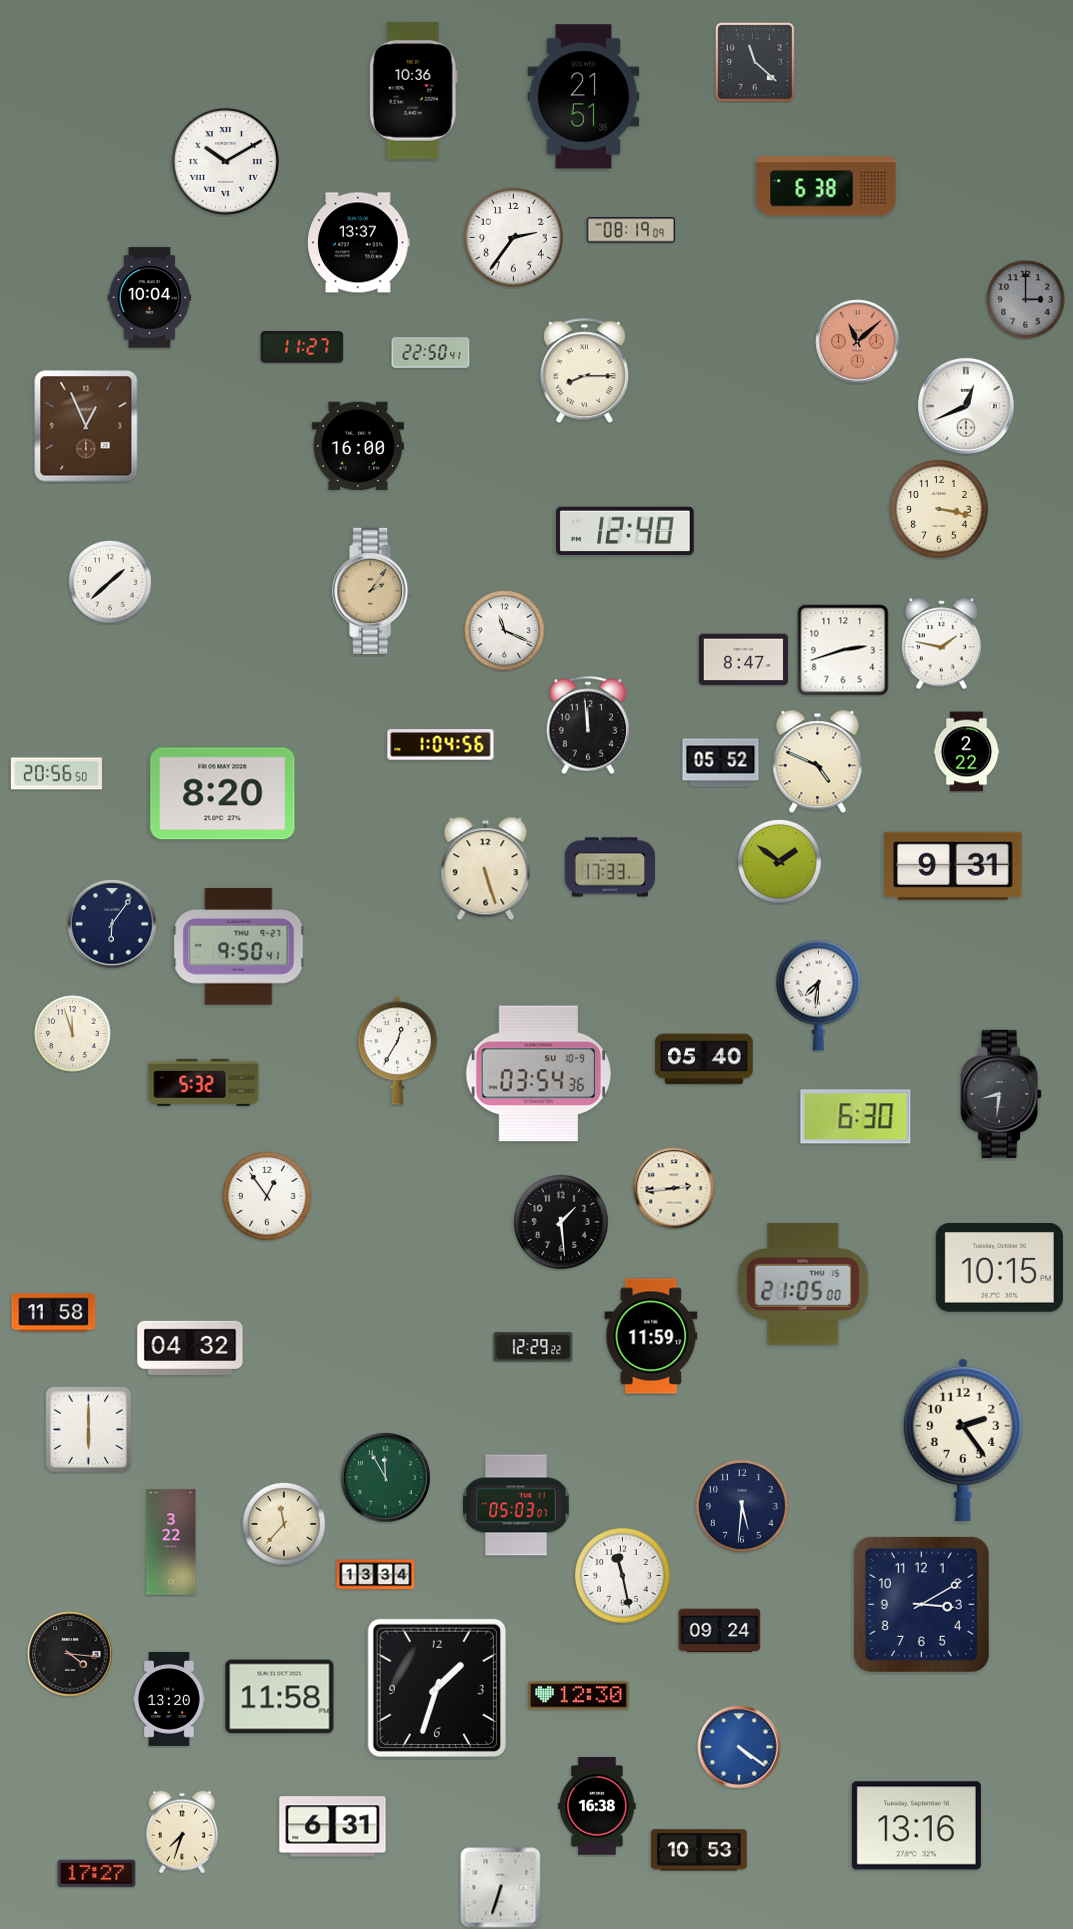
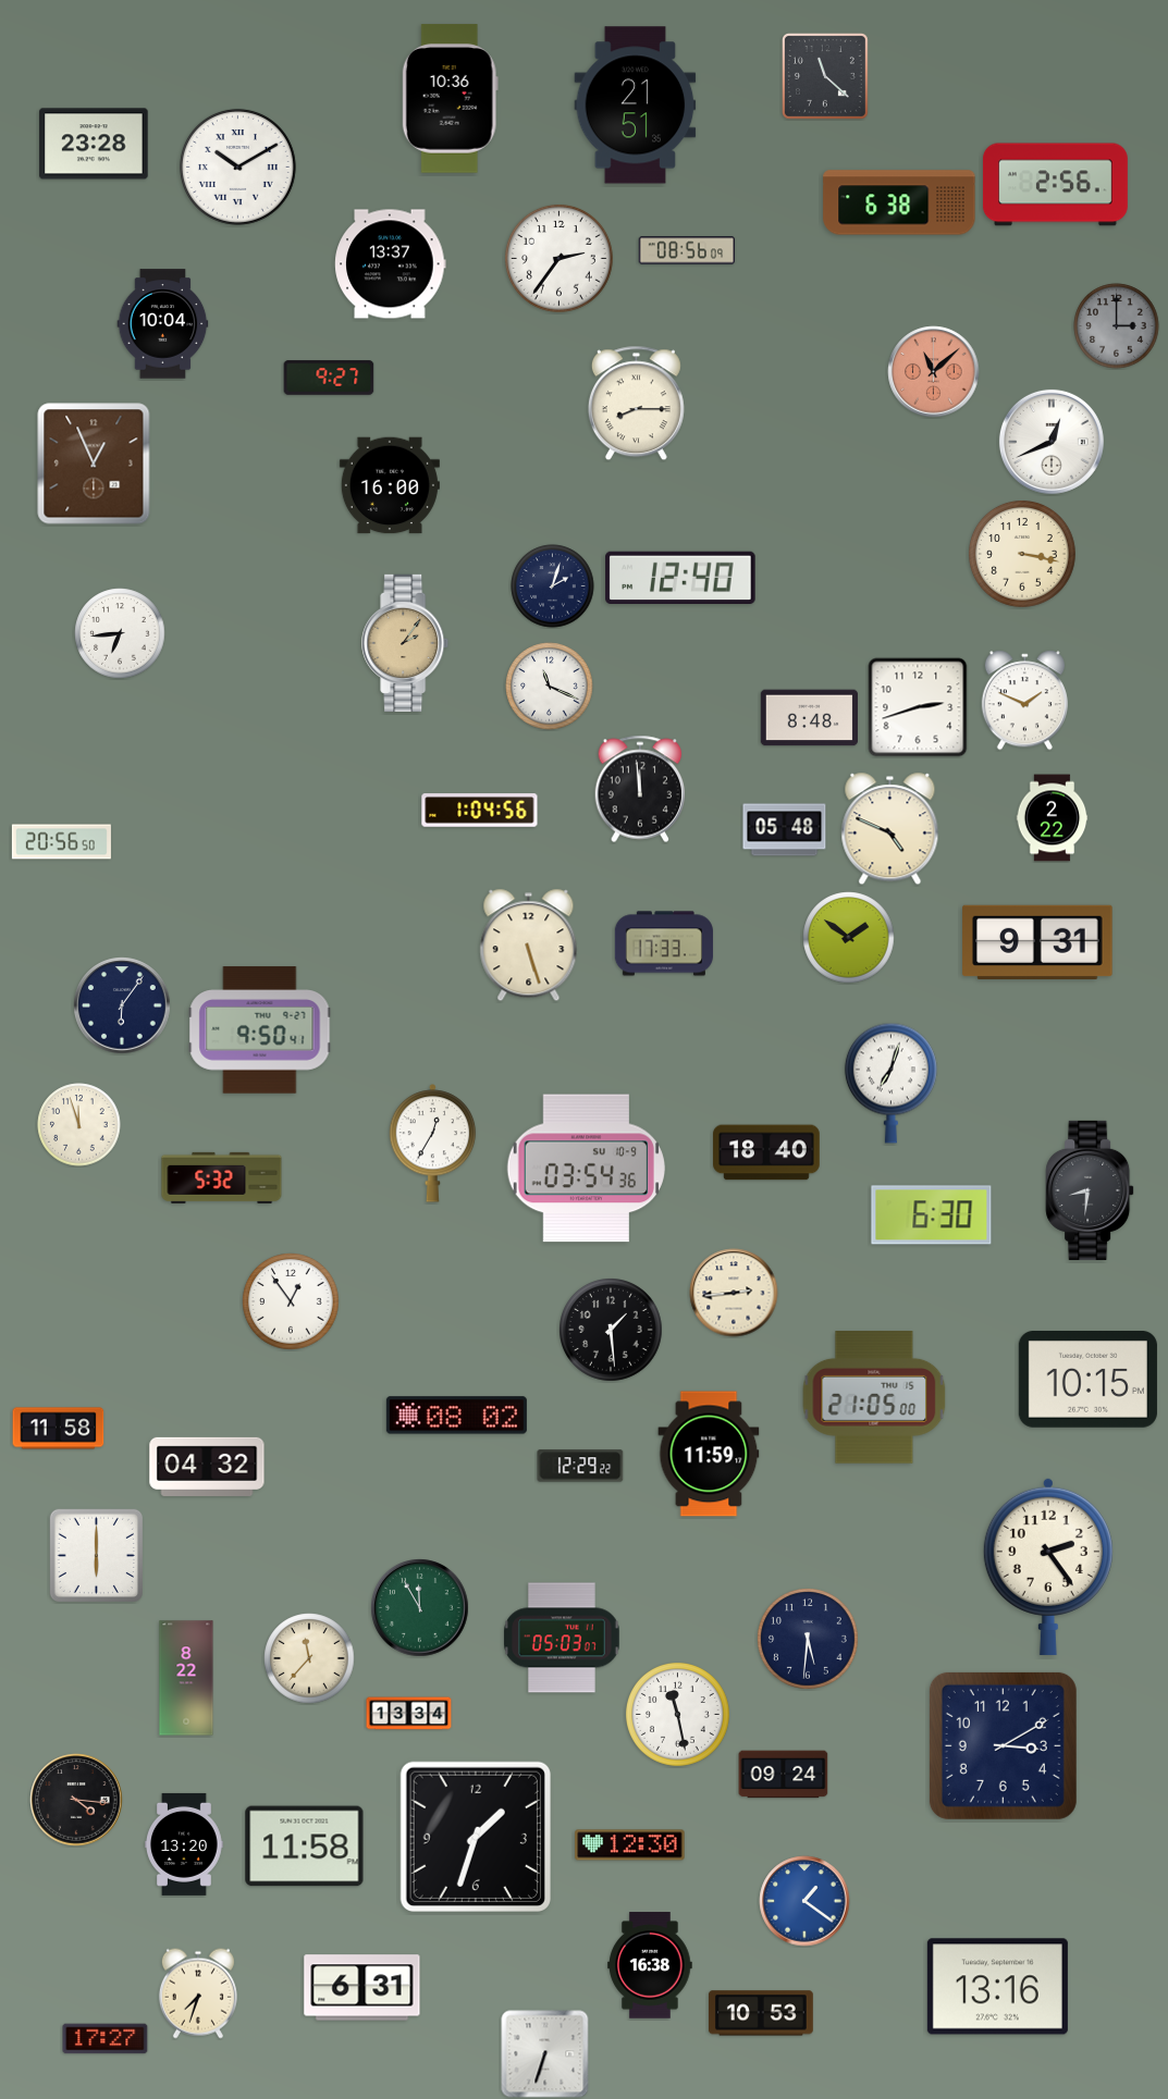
clock at (755, 62) position: (755, 62) -> (825, 76)
clock at (94, 144): none -> 23:28
clock at (225, 161) position: (225, 161) -> (237, 166)
clock at (1055, 185): none -> 2:56
clock at (631, 230): 08:19 -> 08:56
clock at (302, 347): 11:27 -> 9:27
clock at (431, 353): 22:50 -> none
clock at (553, 587): none -> 2:03
clock at (110, 582): 1:38 -> 6:44
clock at (941, 644): 1:47 -> 1:49
clock at (743, 660): 8:47 -> 8:48
clock at (721, 763): 05:52 -> 05:48
clock at (223, 794): 8:20 -> none
clock at (818, 995): 7:31 -> 7:03
clock at (704, 1059): 05:40 -> 18:40
clock at (456, 1416): none -> 08:02
clock at (171, 1542): 3:22 -> 8:22
clock at (169, 1699) position: (169, 1699) -> (184, 1844)
clock at (739, 1747): 4:21 -> 1:21
